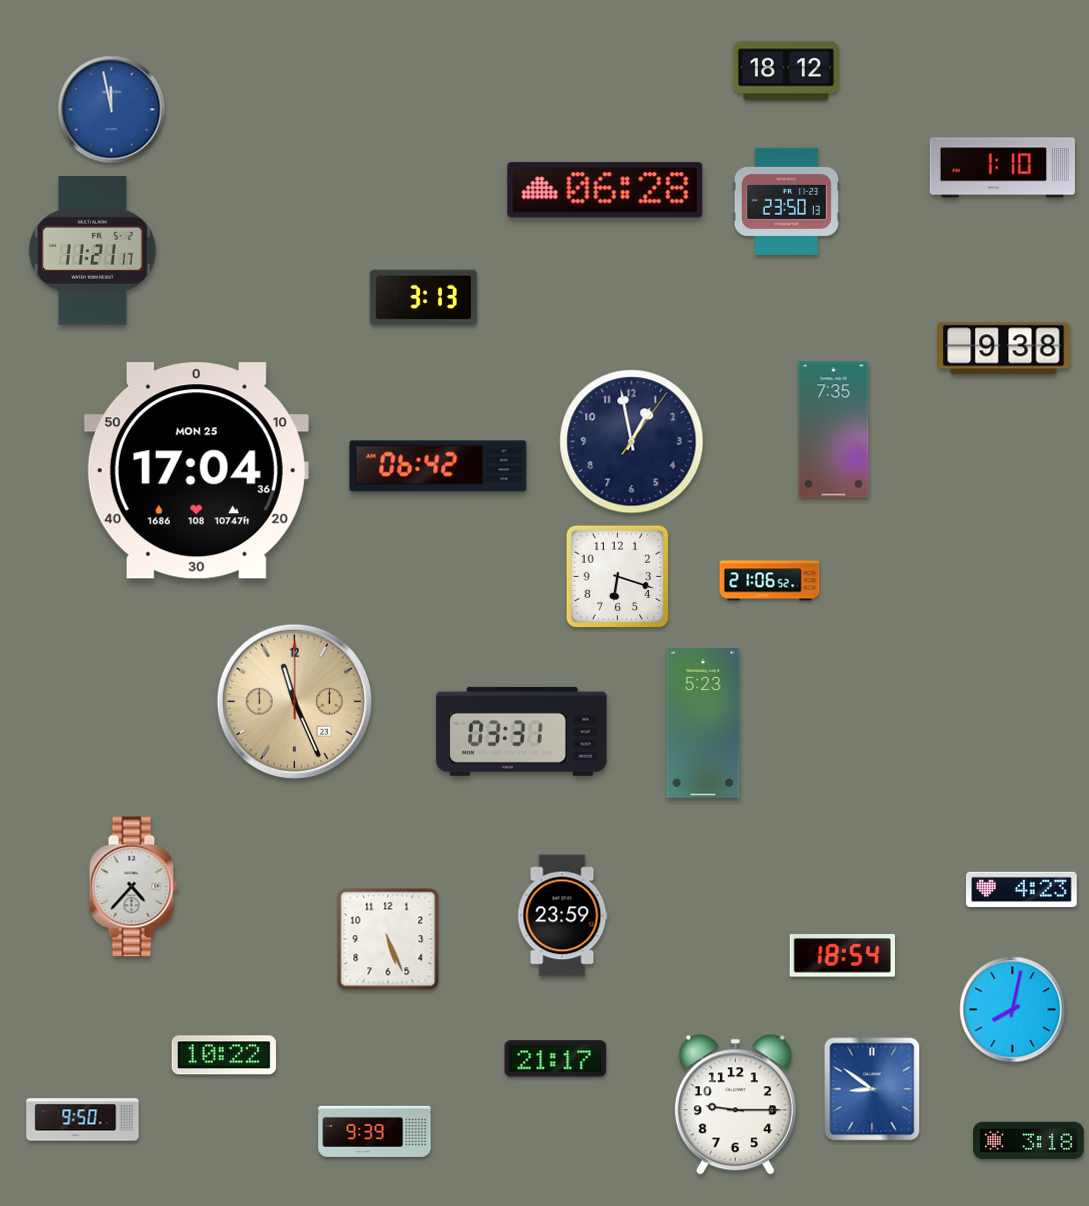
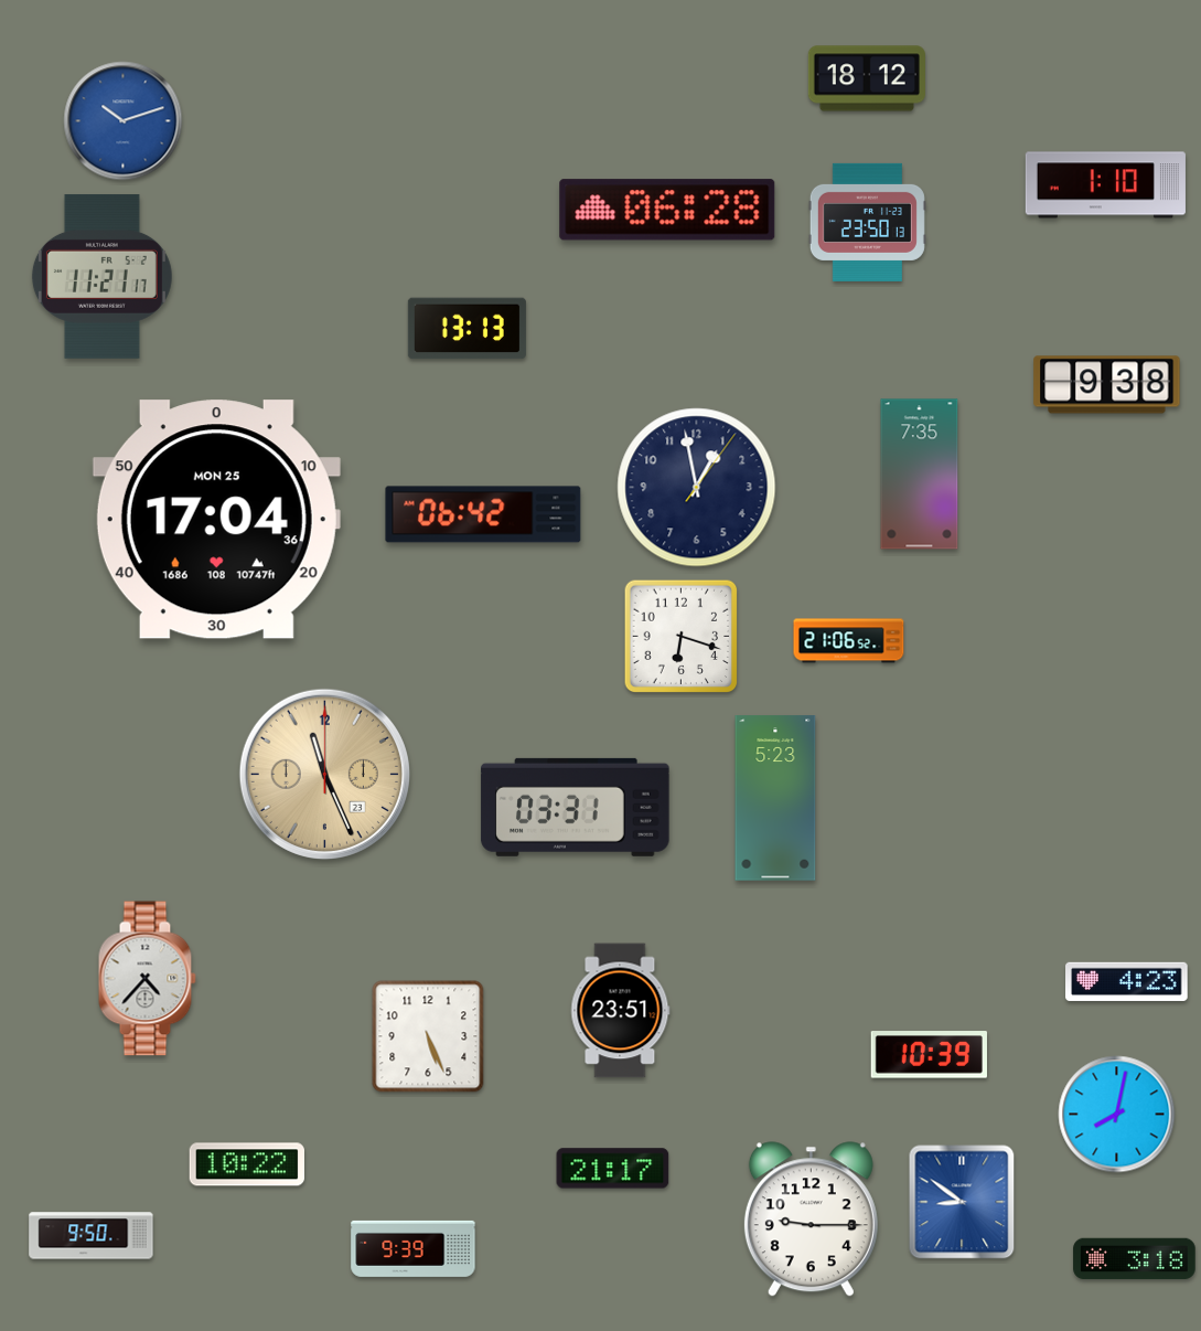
clock at (112, 110): 11:58 -> 10:12
clock at (423, 298): 3:13 -> 13:13
clock at (563, 916): 23:59 -> 23:51
clock at (842, 956): 18:54 -> 10:39
